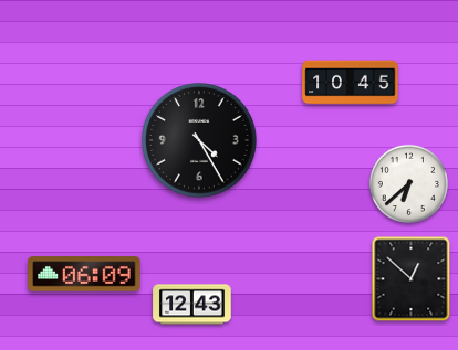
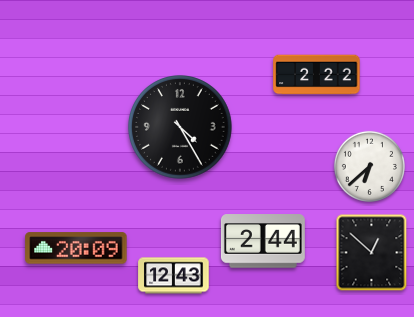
clock at (351, 83): 10:45 -> 2:22
clock at (263, 241): none -> 2:44
clock at (84, 274): 06:09 -> 20:09
